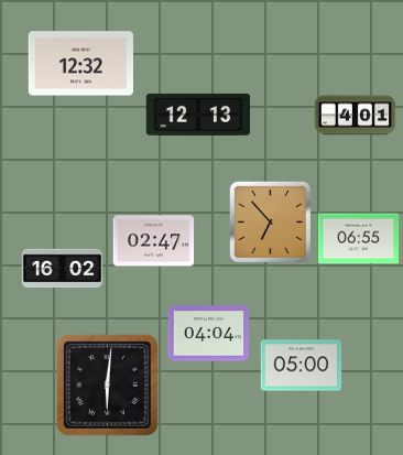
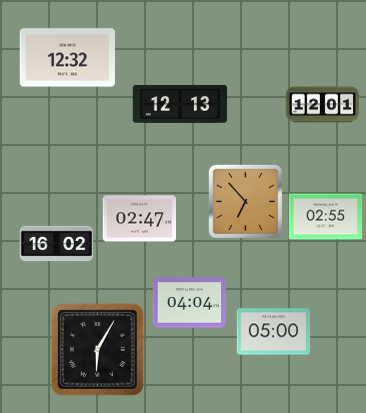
clock at (80, 64) position: (80, 64) -> (67, 58)
clock at (356, 116): 4:01 -> 12:01
clock at (359, 239): 06:55 -> 02:55
clock at (107, 384): 6:01 -> 6:05
